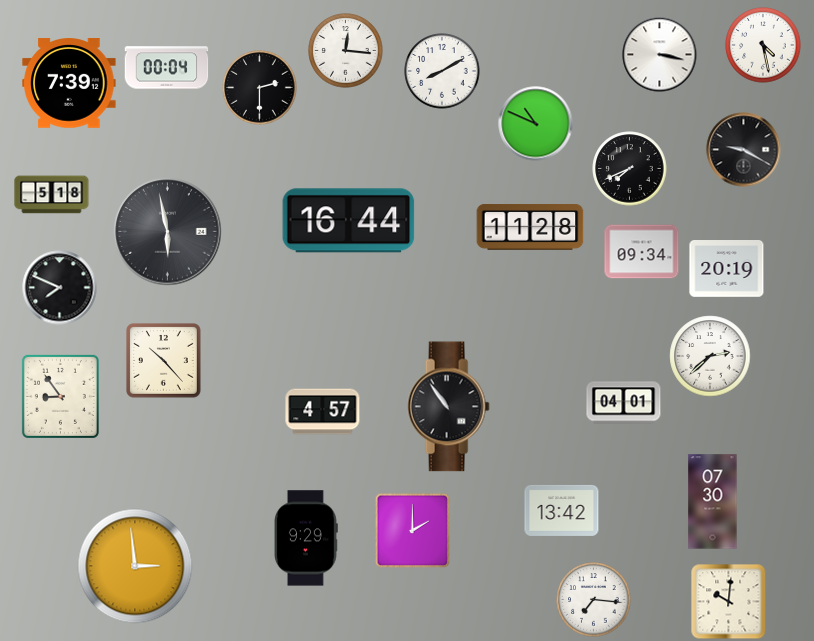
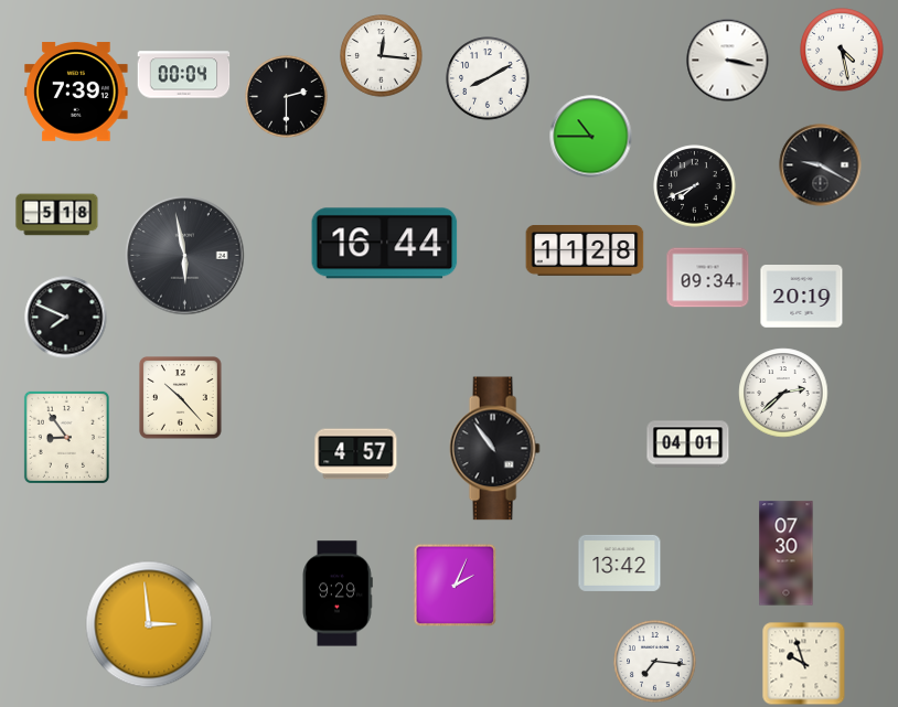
clock at (536, 124): 10:49 -> 10:45
clock at (413, 531): 2:00 -> 2:04
clock at (729, 602): 10:01 -> 9:57
